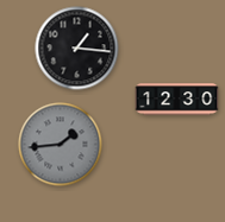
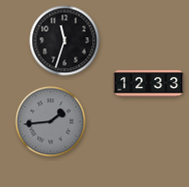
clock at (77, 49): 1:16 -> 11:33
clock at (177, 100): 12:30 -> 12:33
